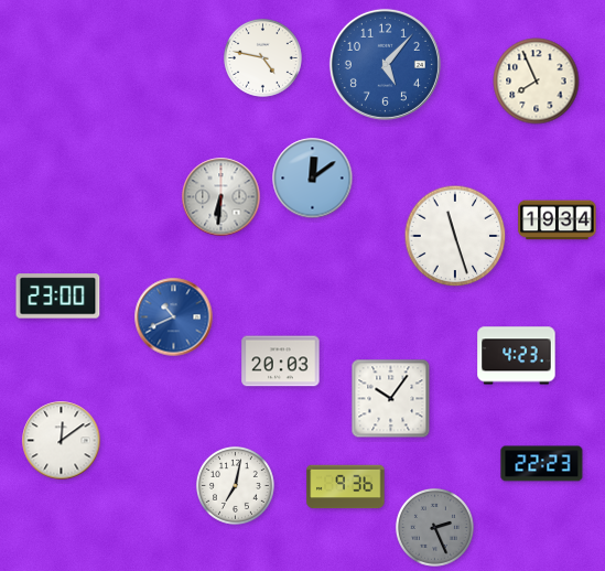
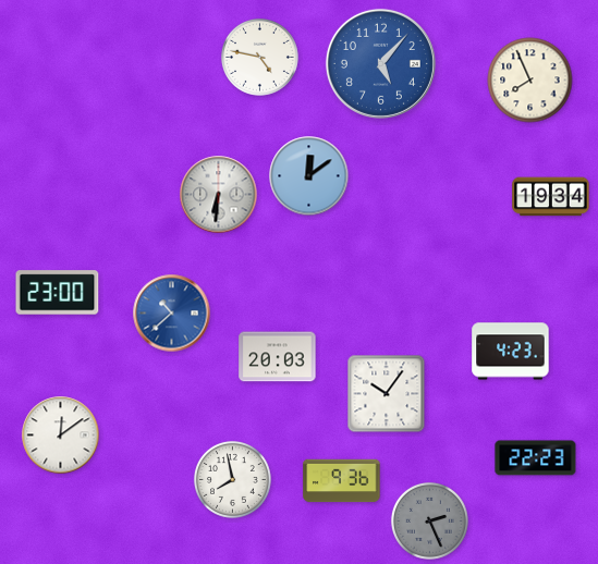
clock at (558, 220) position: (558, 220) -> (551, 197)
clock at (455, 236): 11:27 -> none
clock at (174, 317): 10:41 -> 10:38
clock at (235, 485): 7:02 -> 7:58
